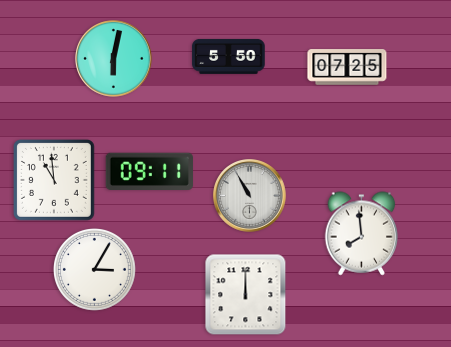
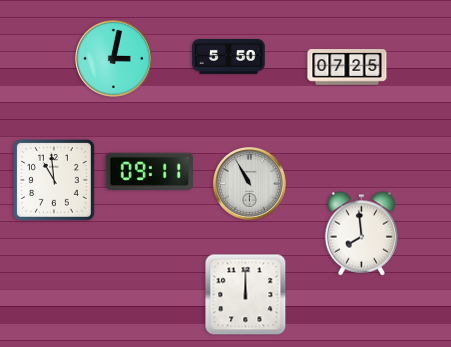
clock at (114, 59): 6:02 -> 3:02
clock at (250, 196) position: (250, 196) -> (250, 184)
clock at (95, 270): 3:05 -> none
